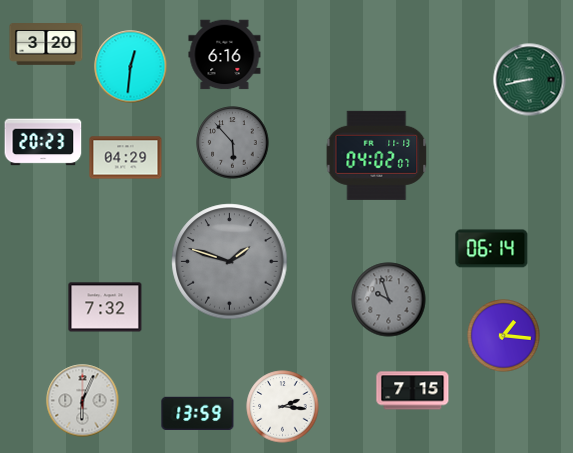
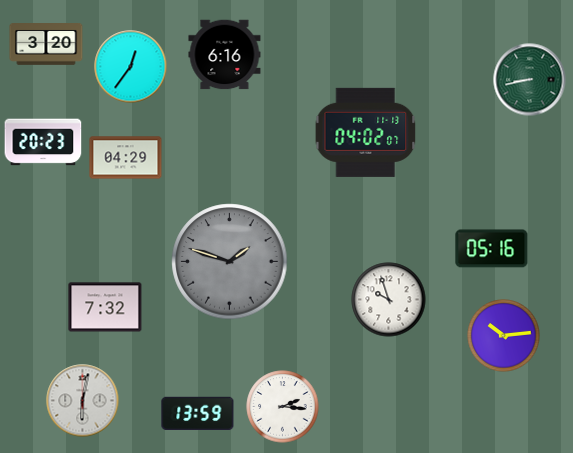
clock at (131, 67): 12:31 -> 12:36
clock at (233, 143): 5:53 -> none
clock at (377, 155) position: (377, 155) -> (366, 132)
clock at (492, 249): 06:14 -> 05:16
clock at (389, 300) dial: grey -> white
clock at (504, 336): 1:16 -> 10:14
clock at (413, 391): 7:15 -> none
clock at (83, 401): 6:04 -> 6:02
